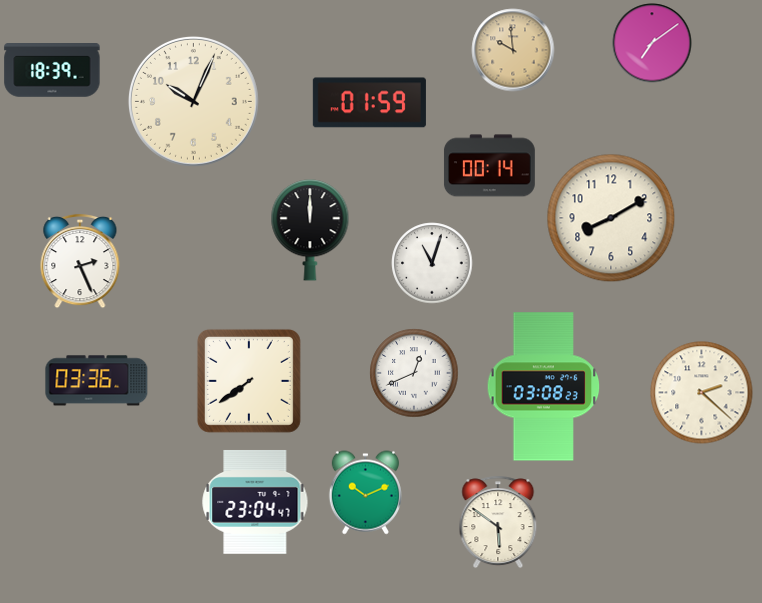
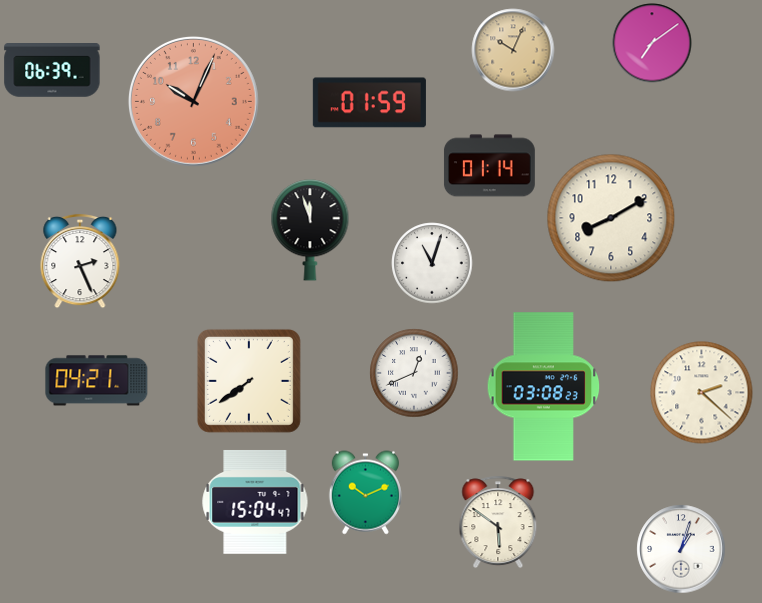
clock at (513, 50): 9:59 -> 10:04
clock at (52, 71): 18:39 -> 06:39
clock at (193, 101) dial: cream -> salmon
clock at (489, 166): 00:14 -> 01:14
clock at (310, 230): 12:00 -> 11:57
clock at (97, 381): 03:36 -> 04:21
clock at (255, 502): 23:04 -> 15:04
clock at (681, 549): none -> 1:03
